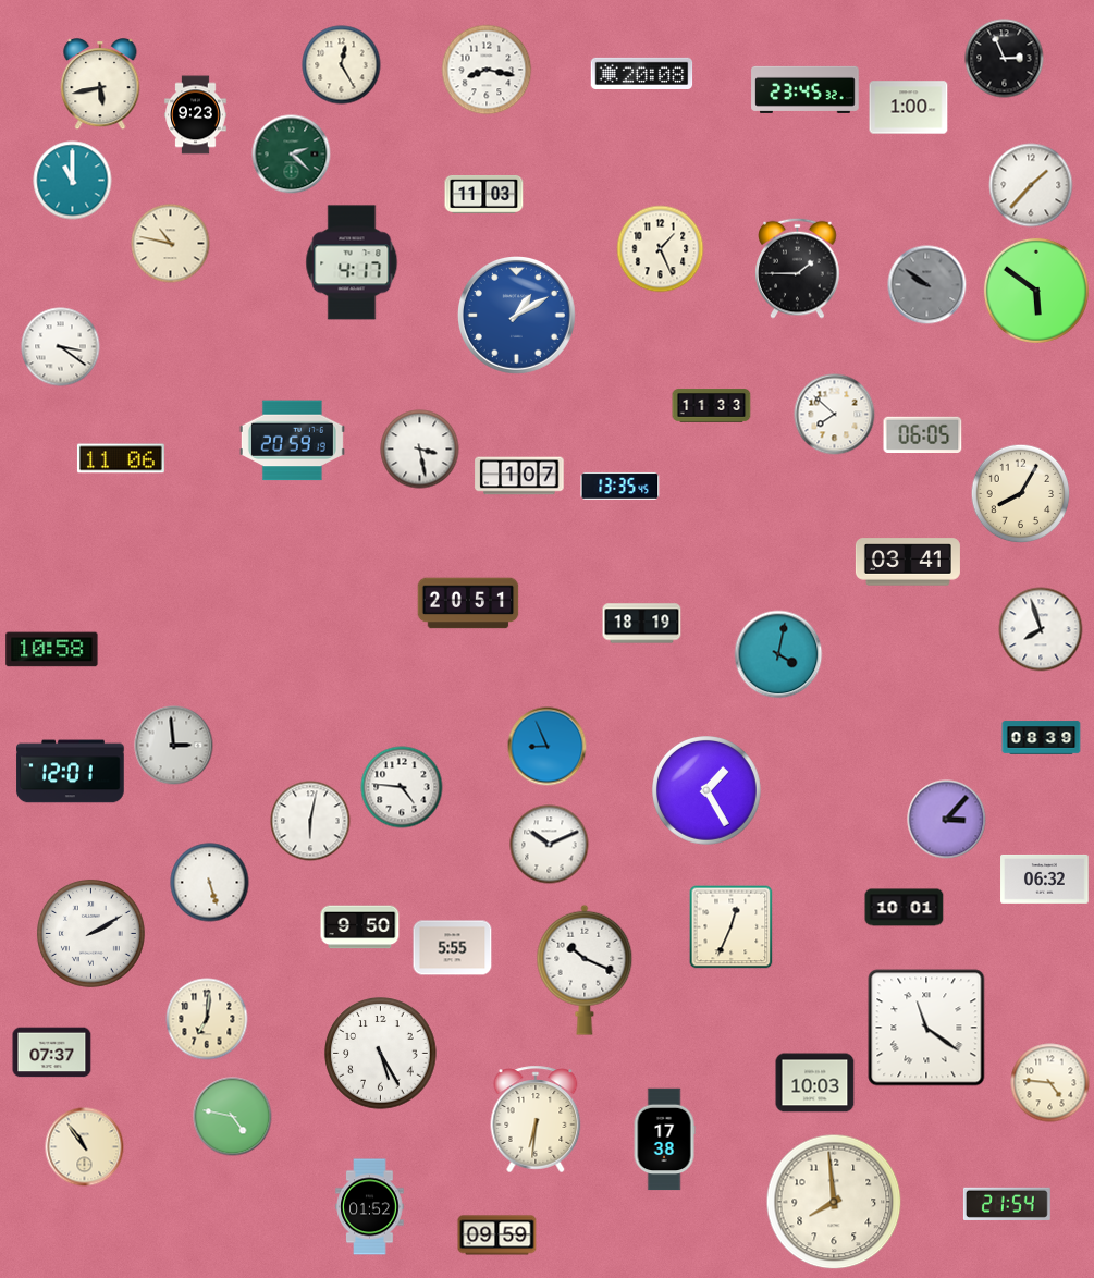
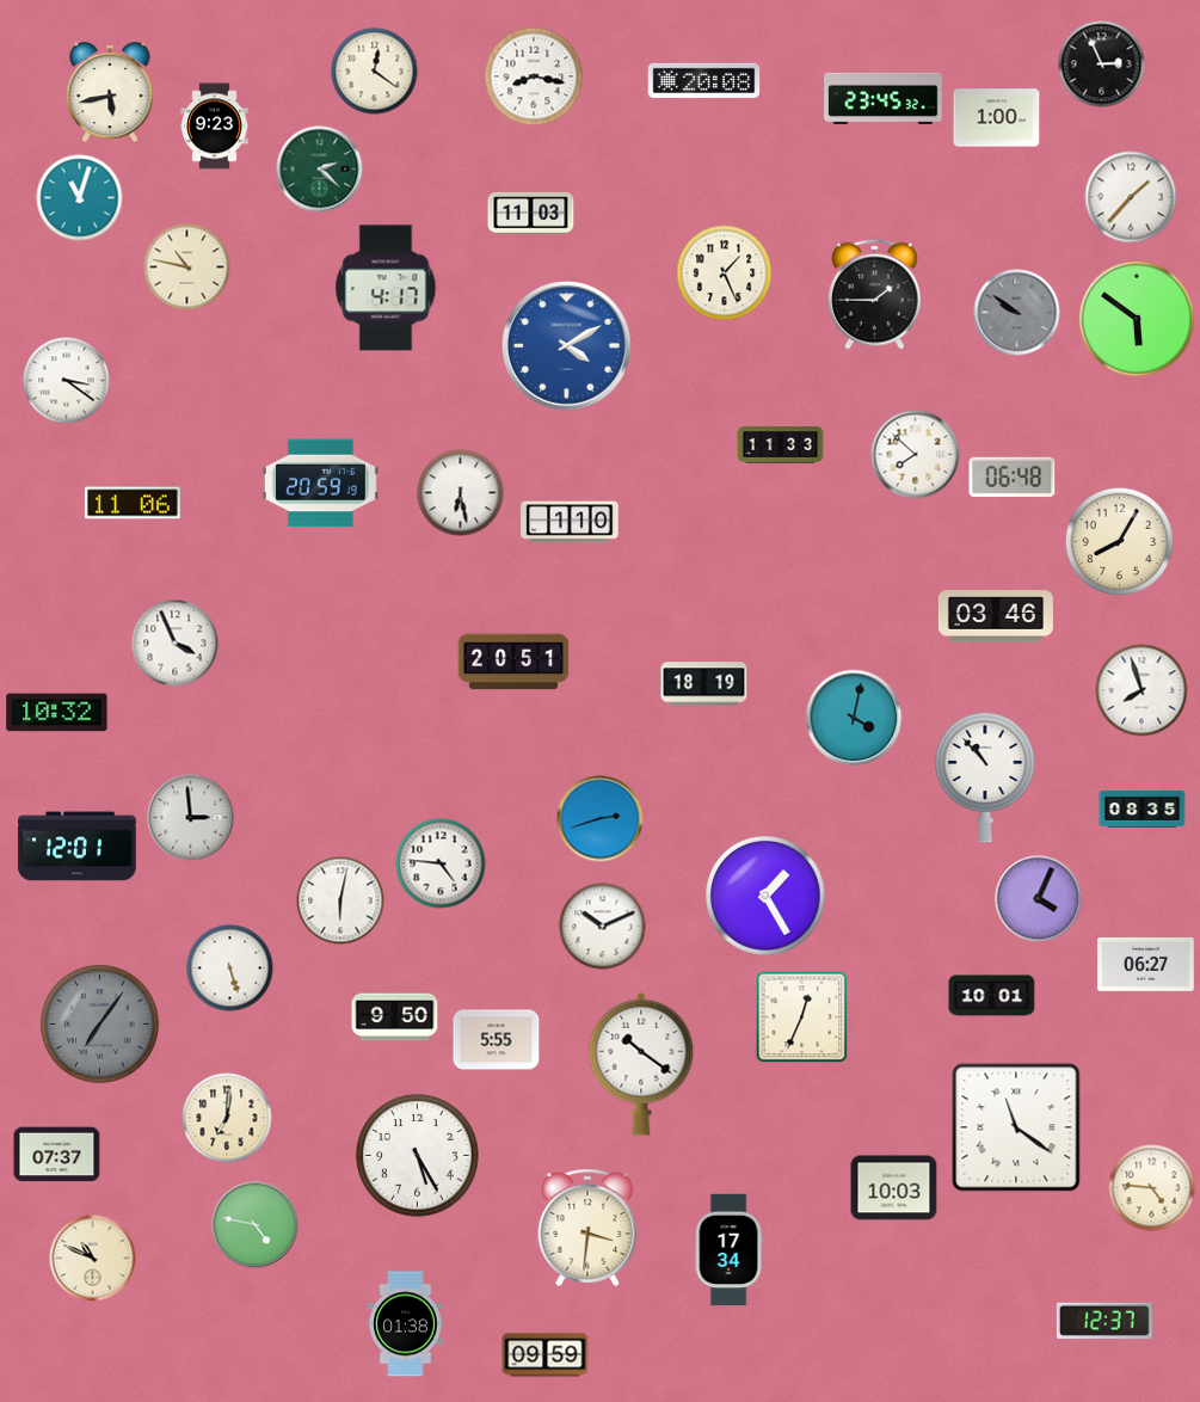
clock at (342, 65): 12:25 -> 12:21
clock at (73, 181): 11:00 -> 11:03
clock at (1031, 185) position: (1031, 185) -> (1131, 197)
clock at (517, 316): 1:10 -> 4:10
clock at (923, 434): 06:05 -> 06:48
clock at (420, 450): 3:28 -> 6:28
clock at (519, 476): 1:07 -> 1:10
clock at (620, 486): 13:35 -> none
clock at (908, 562): 03:41 -> 03:46
clock at (176, 644): none -> 3:56
clock at (52, 650): 10:58 -> 10:32
clock at (985, 777): none -> 10:53
clock at (1042, 738): 08:39 -> 08:35
clock at (548, 747): 8:56 -> 2:42
clock at (708, 791) position: (708, 791) -> (767, 897)
clock at (947, 820): 3:07 -> 4:04
clock at (1045, 880): 06:32 -> 06:27
clock at (90, 933): 2:10 -> 7:06
clock at (90, 933) dial: white -> grey
clock at (585, 970): 10:19 -> 10:21
clock at (536, 1119): 6:31 -> 3:31
clock at (664, 1140): 17:38 -> 17:34
clock at (85, 1147): 10:54 -> 10:49
clock at (834, 1202): 7:59 -> none
clock at (1007, 1204): 21:54 -> 12:37
clock at (370, 1207): 01:52 -> 01:38
